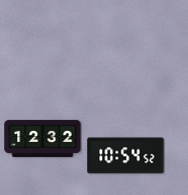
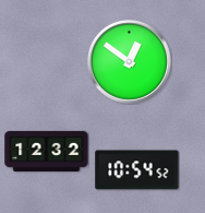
clock at (129, 61): none -> 12:51
